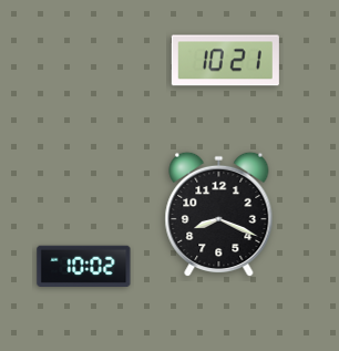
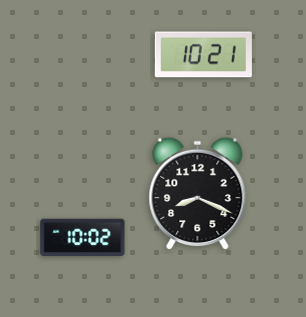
clock at (84, 267) position: (84, 267) -> (83, 238)
